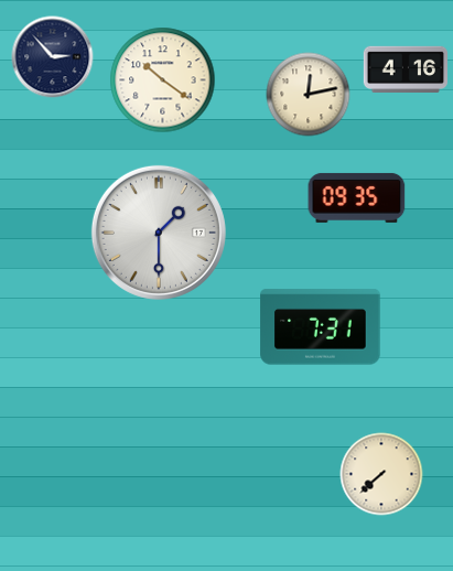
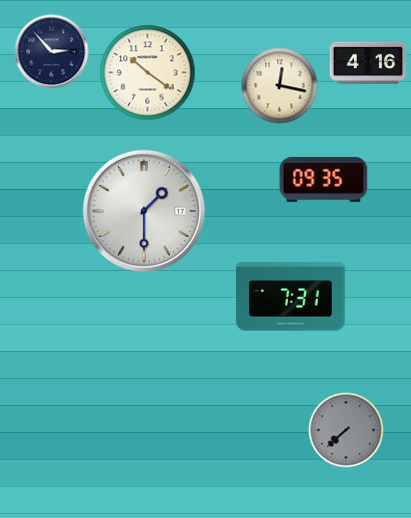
clock at (53, 57) position: (53, 57) -> (52, 52)
clock at (309, 95): 12:13 -> 12:17
clock at (381, 474) dial: cream -> grey
